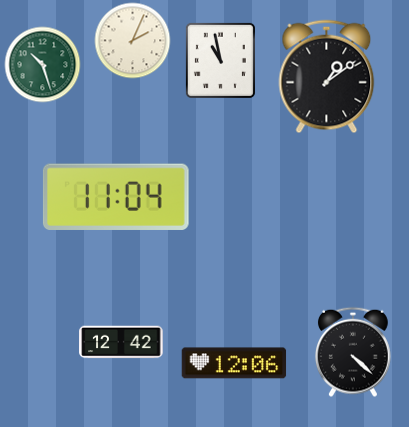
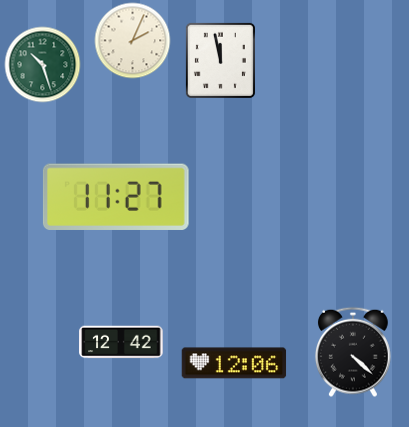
clock at (220, 60): 10:58 -> 11:58
clock at (327, 77): 1:09 -> none
clock at (116, 197): 11:04 -> 11:27
